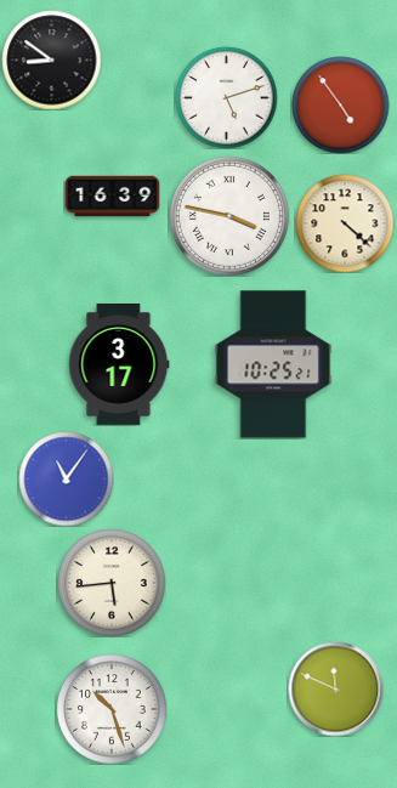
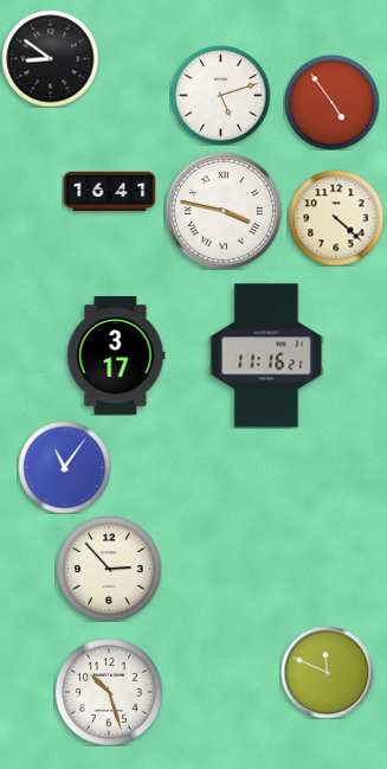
clock at (112, 197): 16:39 -> 16:41
clock at (273, 364): 10:25 -> 11:16
clock at (112, 583): 5:44 -> 2:53
